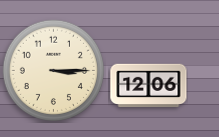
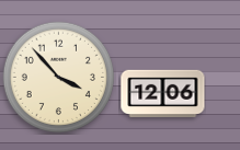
clock at (53, 70): 3:15 -> 3:53
